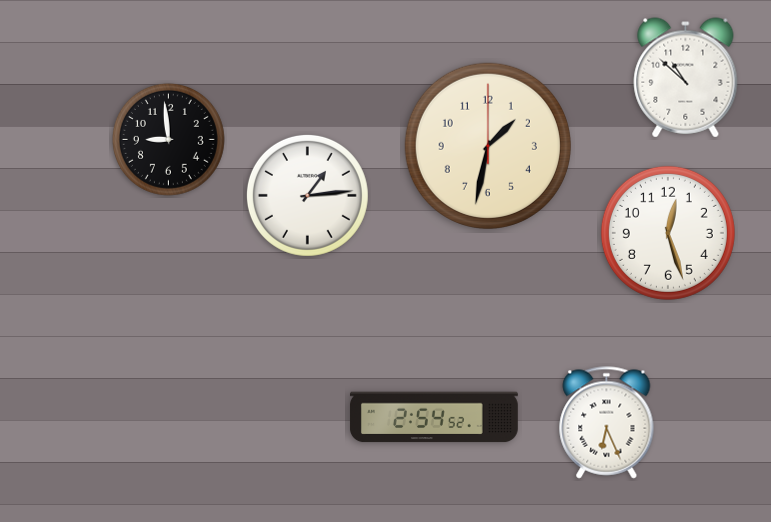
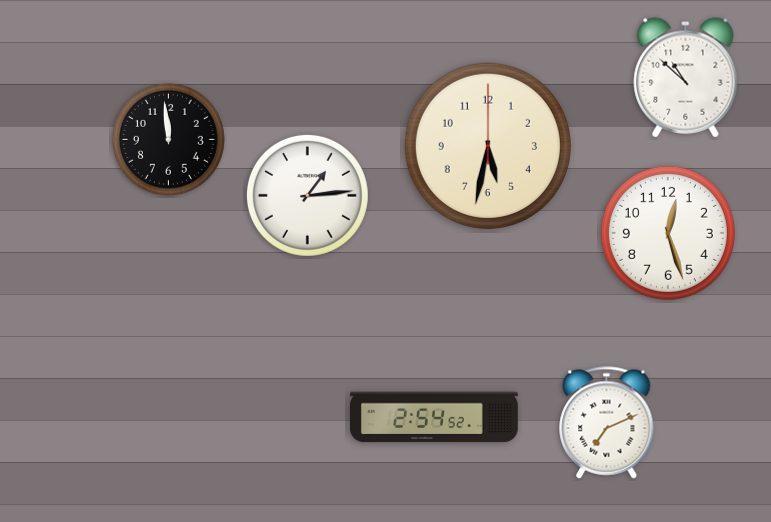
clock at (168, 139): 8:59 -> 11:59
clock at (488, 146): 1:32 -> 5:32
clock at (607, 423): 6:26 -> 7:11
